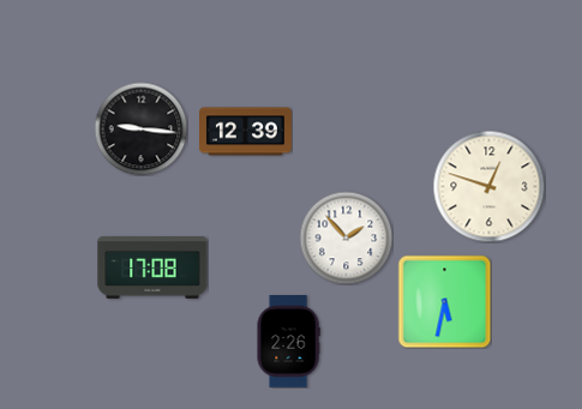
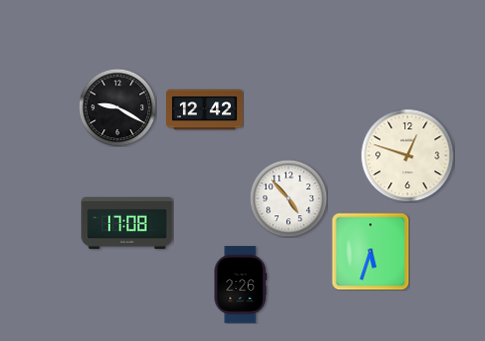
clock at (140, 128): 9:16 -> 9:20
clock at (246, 132): 12:39 -> 12:42
clock at (346, 237): 1:53 -> 4:53
clock at (444, 301): 5:32 -> 5:33
